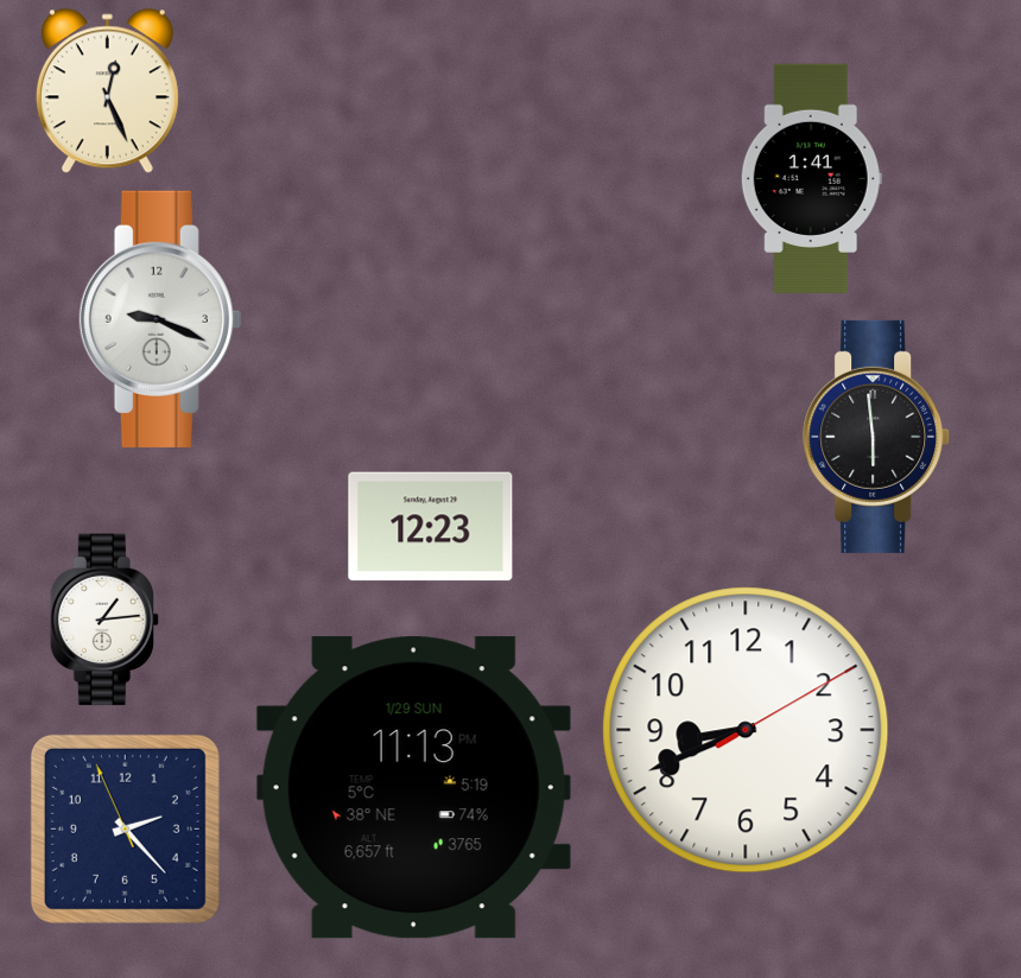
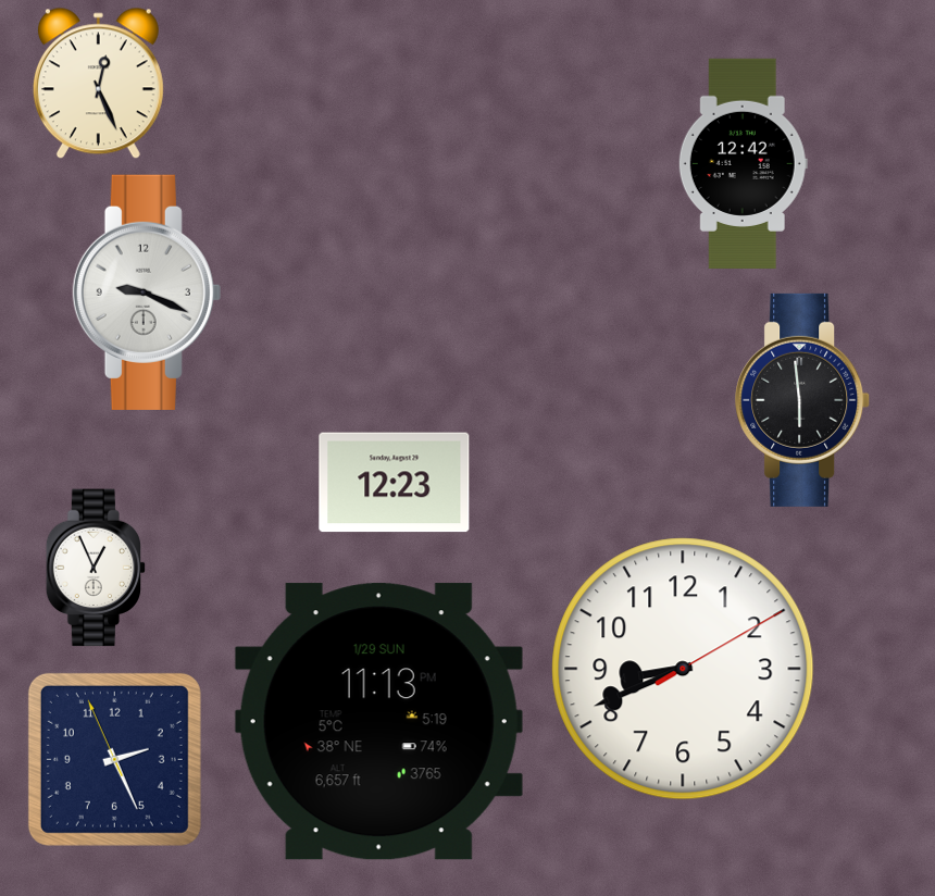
clock at (811, 178): 1:41 -> 12:42
clock at (104, 620): 1:14 -> 12:56
clock at (125, 828): 2:22 -> 2:25
